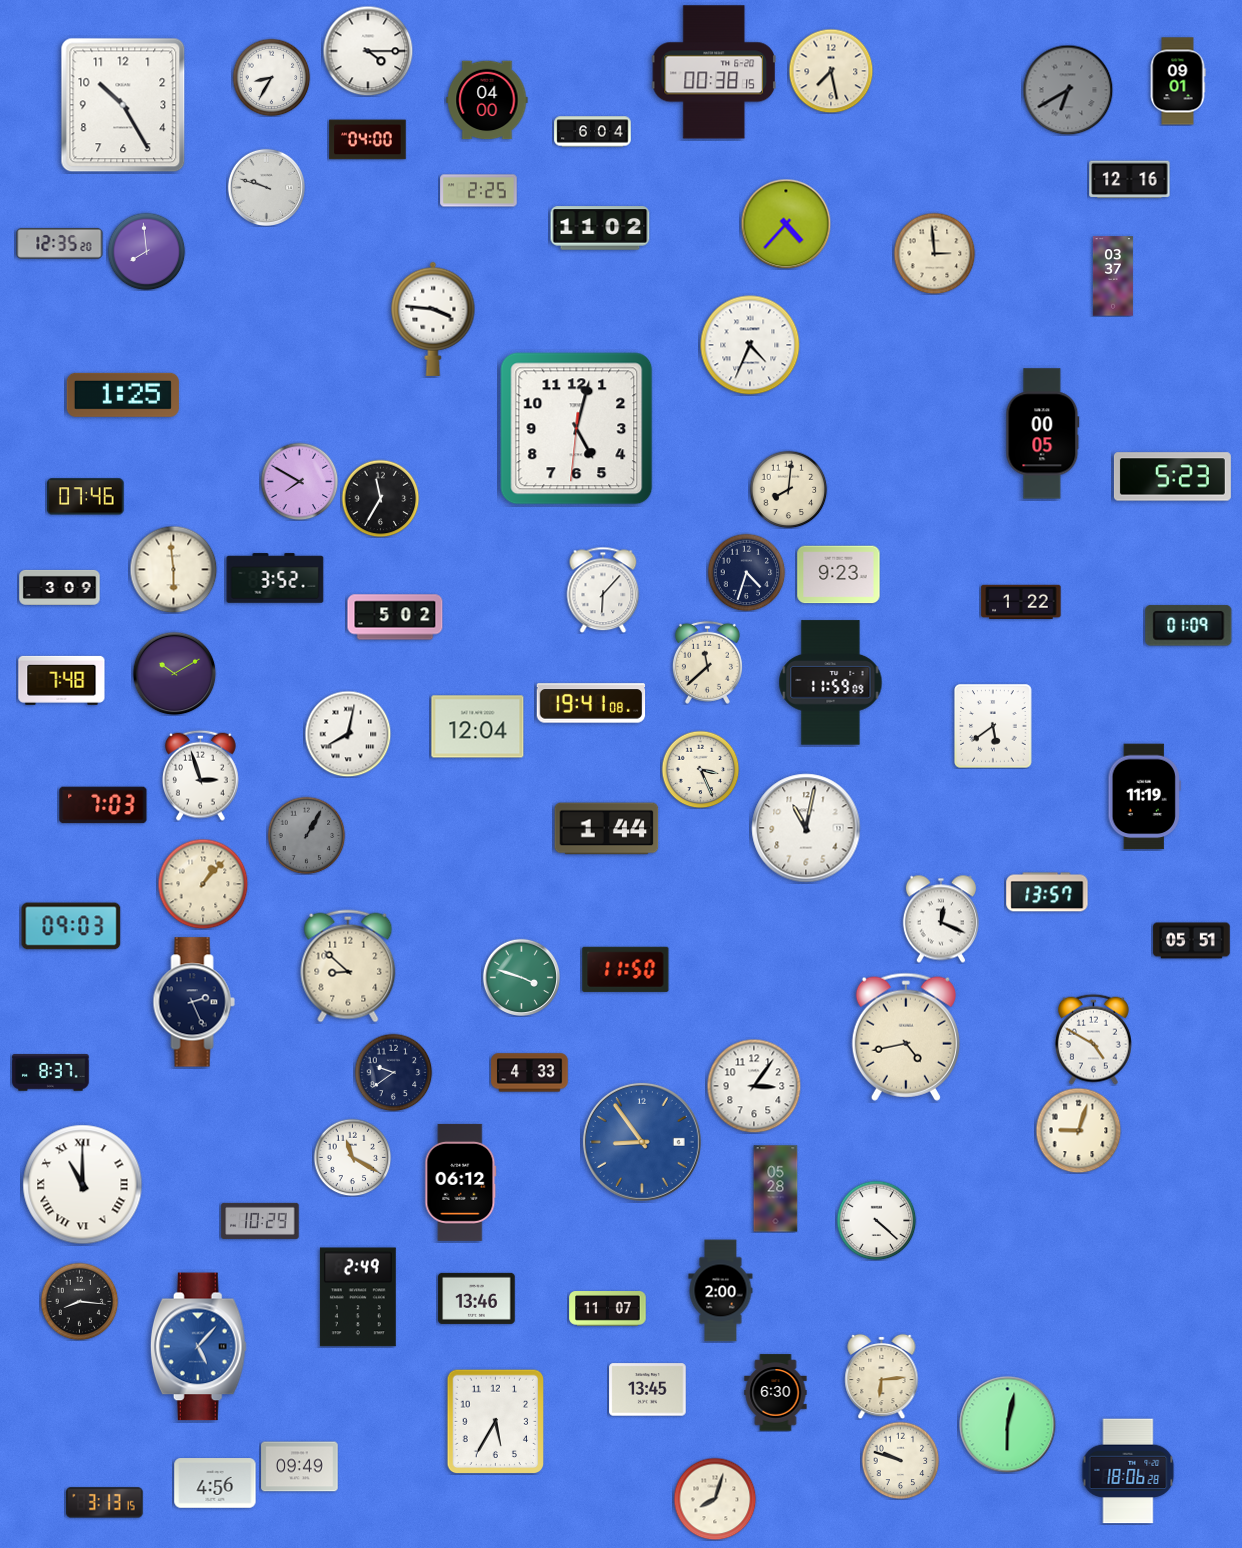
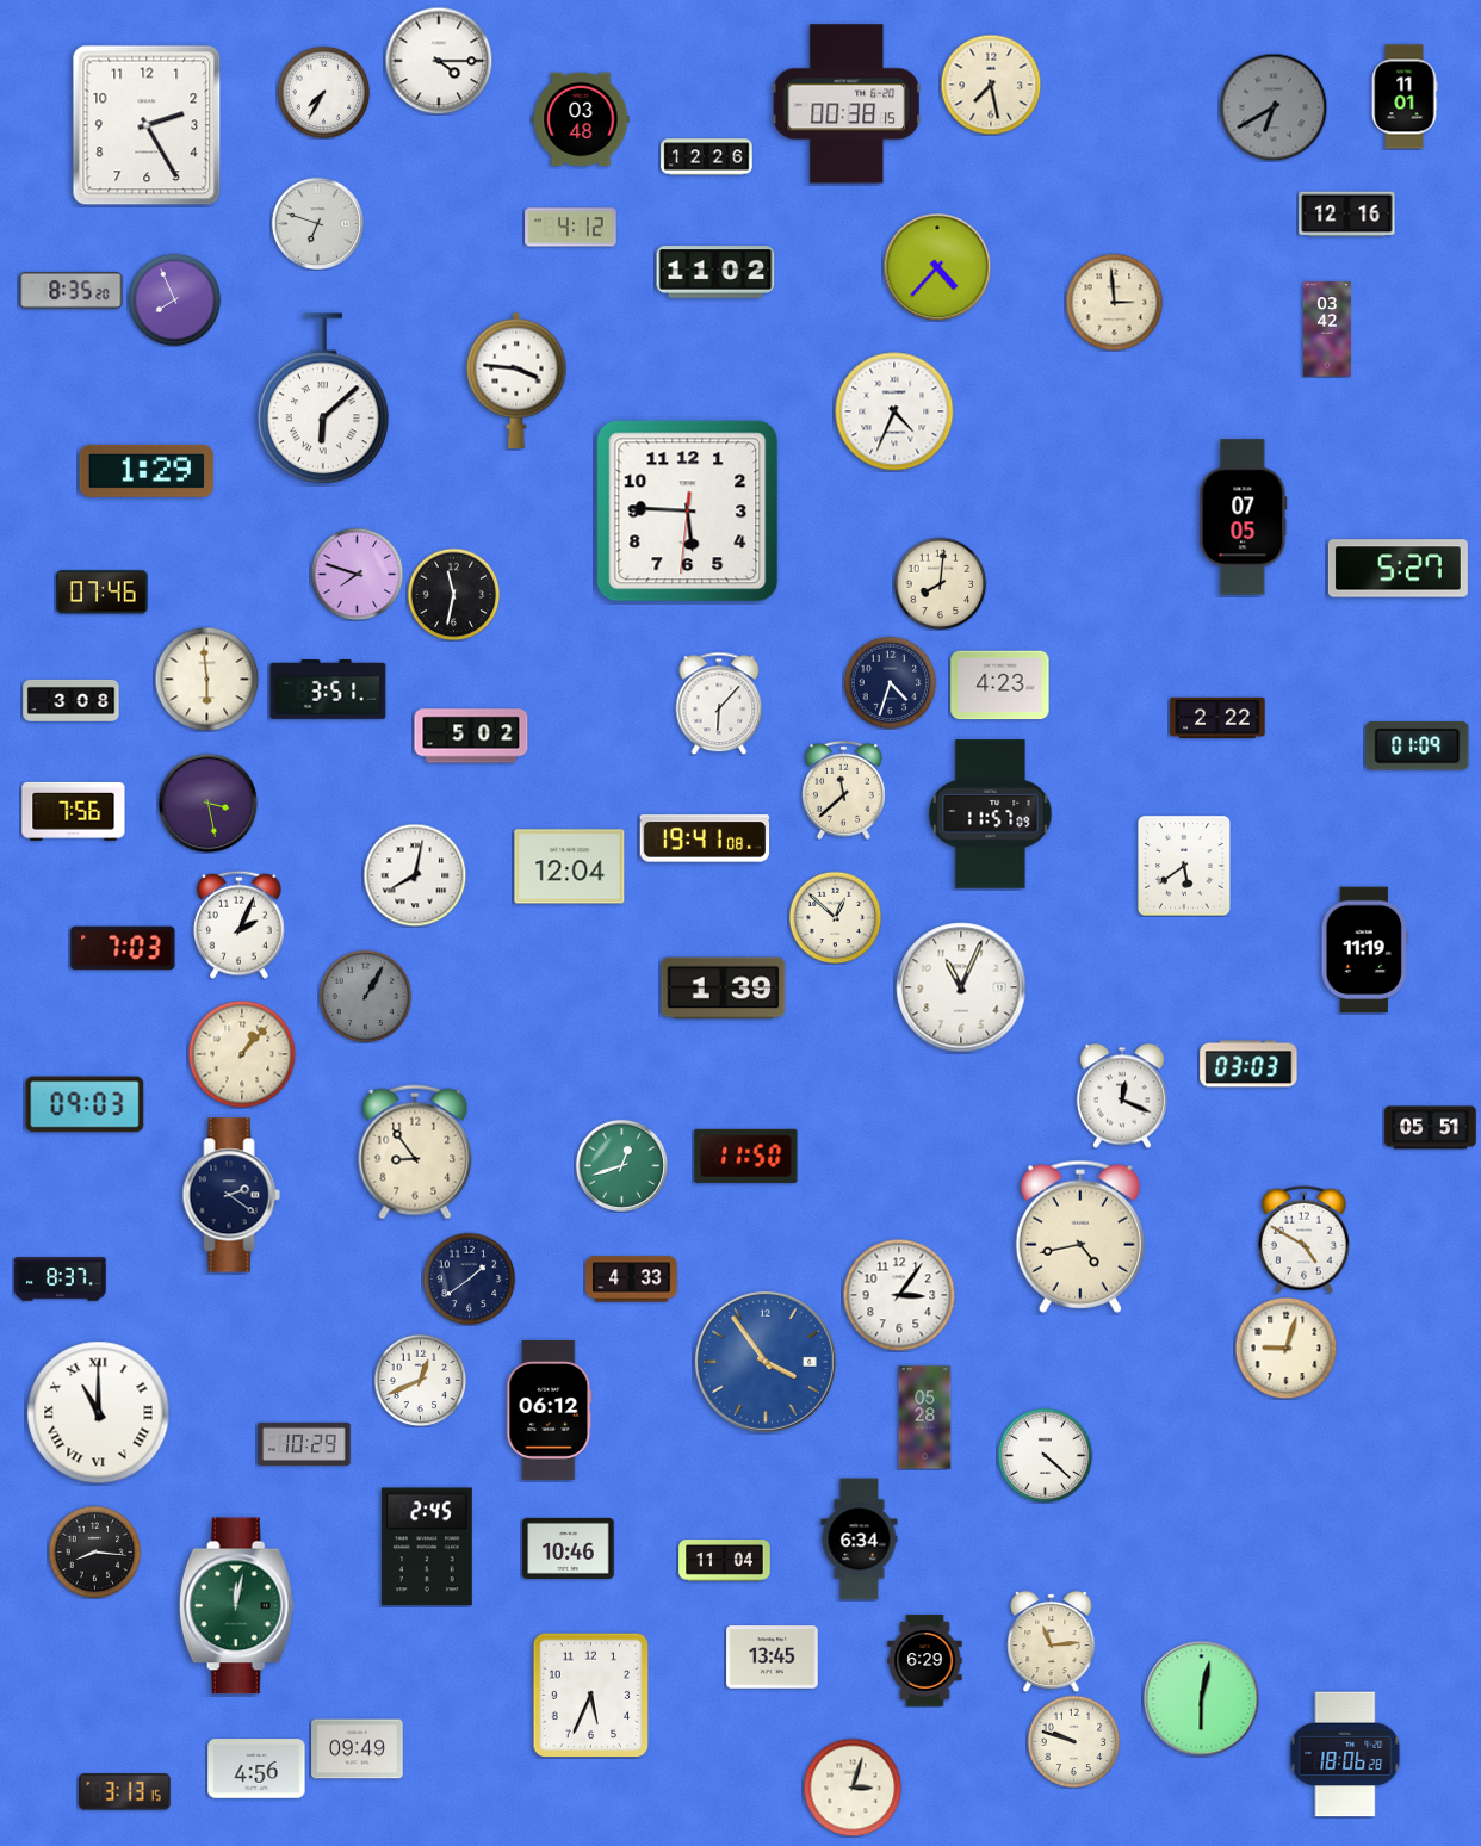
clock at (714, 72) position: (714, 72) -> (847, 104)
clock at (271, 77): 8:35 -> 7:35
clock at (1178, 81): 09:01 -> 11:01
clock at (487, 100): 04:00 -> 03:48
clock at (123, 105): 10:25 -> 2:25
clock at (593, 132): 6:04 -> 12:26
clock at (368, 140): 04:00 -> none
clock at (266, 187): 9:48 -> 6:48
clock at (479, 191): 2:25 -> 4:12
clock at (60, 243): 12:35 -> 8:35
clock at (146, 251): 7:59 -> 7:56
clock at (1113, 276): 03:37 -> 03:42
clock at (323, 399): none -> 6:08
clock at (123, 395): 1:25 -> 1:29
clock at (577, 429): 5:02 -> 5:45
clock at (1043, 434): 00:05 -> 07:05
clock at (1172, 477): 5:23 -> 5:27
clock at (299, 481): 7:50 -> 7:48
clock at (380, 498): 11:35 -> 11:32
clock at (839, 575): 9:23 -> 4:23
clock at (275, 578): 3:52 -> 3:51
clock at (60, 587): 3:09 -> 3:08
clock at (1021, 601): 1:22 -> 2:22
clock at (174, 673): 10:10 -> 3:28
clock at (62, 680): 7:48 -> 7:56
clock at (831, 683): 11:59 -> 11:57
clock at (700, 769): 3:26 -> 12:52
clock at (200, 775): 2:57 -> 2:04
clock at (103, 805) position: (103, 805) -> (123, 948)
clock at (806, 828): 11:02 -> 11:04
clock at (607, 829): 1:44 -> 1:39
clock at (1047, 892): 13:57 -> 03:03
clock at (1192, 941) position: (1192, 941) -> (1431, 1128)
clock at (348, 966): 8:52 -> 8:54
clock at (521, 977): 3:48 -> 12:42
clock at (194, 1002): 2:26 -> 2:21
clock at (393, 1072): 9:39 -> 1:39
clock at (642, 1142): 8:54 -> 3:54
clock at (352, 1157): 11:20 -> 12:41
clock at (260, 1221) position: (260, 1221) -> (304, 1444)
clock at (721, 1291): 2:00 -> 6:34
clock at (358, 1297): 2:49 -> 2:45
clock at (477, 1298): 13:46 -> 10:46
clock at (608, 1309): 11:07 -> 11:04
clock at (198, 1347): 5:07 -> 12:02
clock at (198, 1347) dial: blue -> green
clock at (882, 1376): 6:14 -> 11:14
clock at (776, 1393): 6:30 -> 6:29
clock at (496, 1421): 5:35 -> 5:34
clock at (715, 1499): 8:03 -> 3:03
